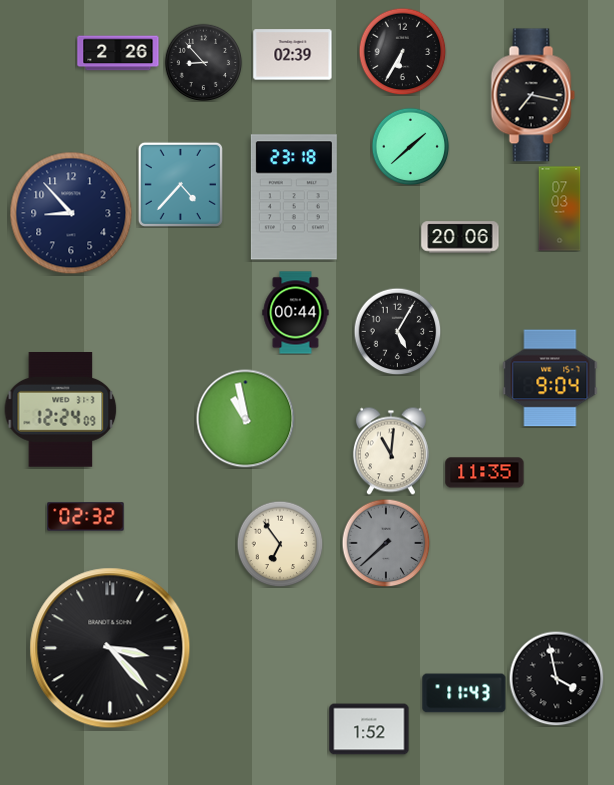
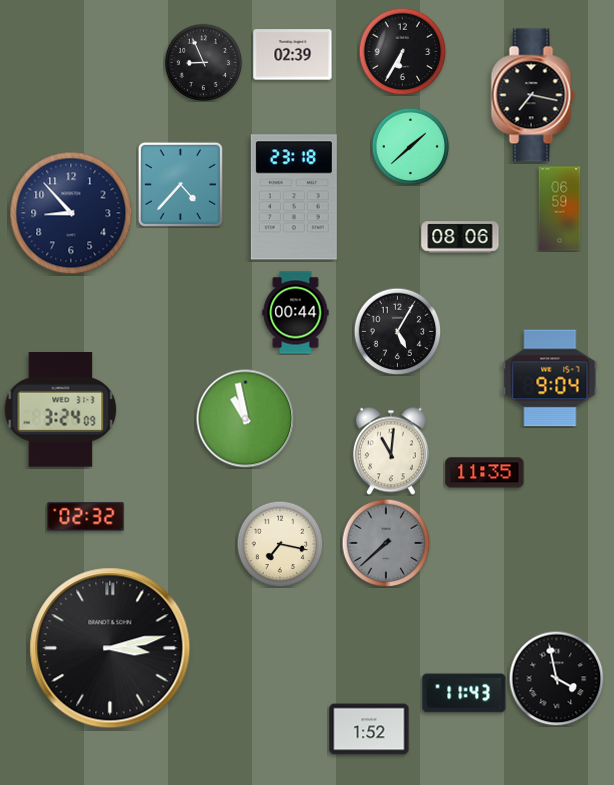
clock at (118, 53): 2:26 -> none
clock at (203, 62): 8:53 -> 8:56
clock at (560, 209): 07:03 -> 06:59
clock at (460, 237): 20:06 -> 08:06
clock at (61, 410): 12:24 -> 3:24
clock at (280, 544): 6:54 -> 7:17
clock at (110, 648): 3:23 -> 3:13
